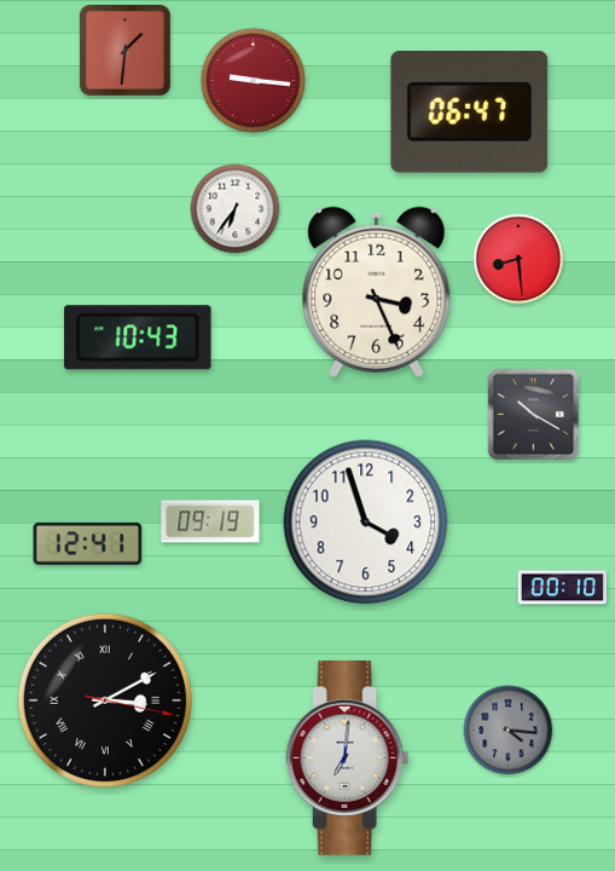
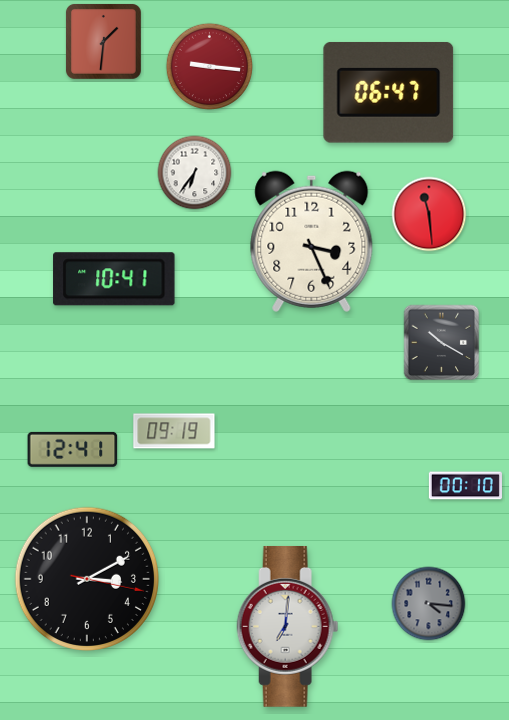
clock at (518, 259): 8:29 -> 11:29
clock at (138, 338): 10:43 -> 10:41
clock at (366, 523): 3:57 -> none
clock at (105, 700) numerals: Roman -> Arabic
clock at (509, 731) position: (509, 731) -> (429, 604)
